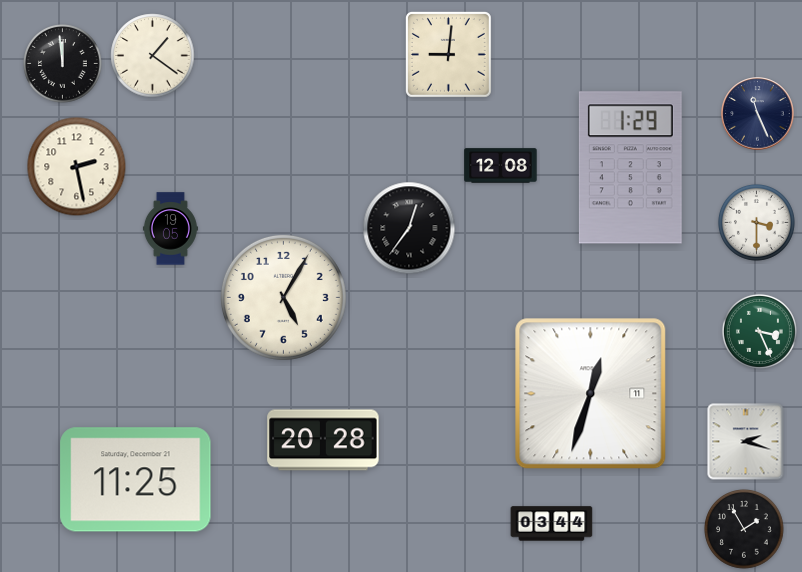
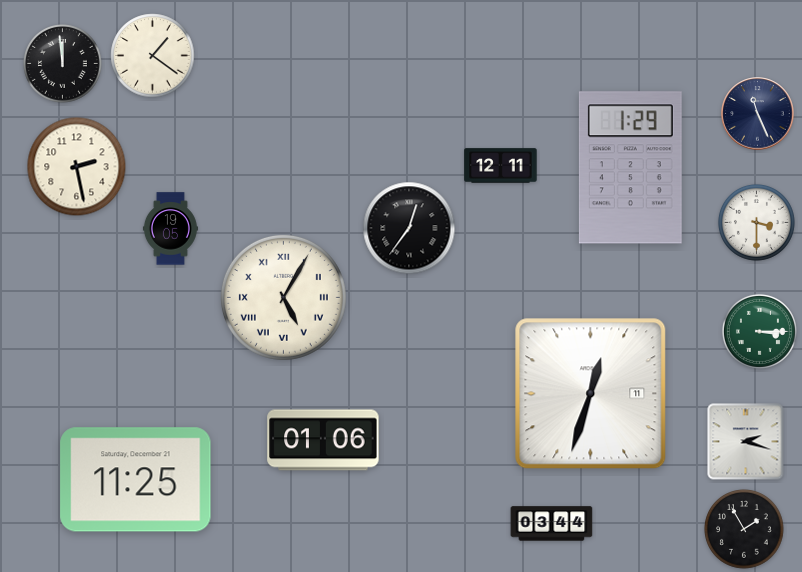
clock at (448, 54): 9:01 -> none
clock at (501, 166): 12:08 -> 12:11
clock at (283, 297) numerals: Arabic -> Roman
clock at (759, 331): 3:26 -> 3:15
clock at (323, 440): 20:28 -> 01:06
